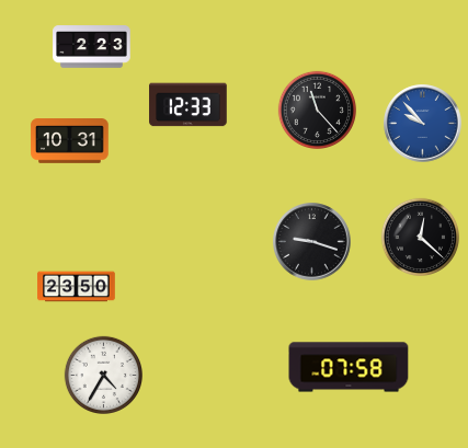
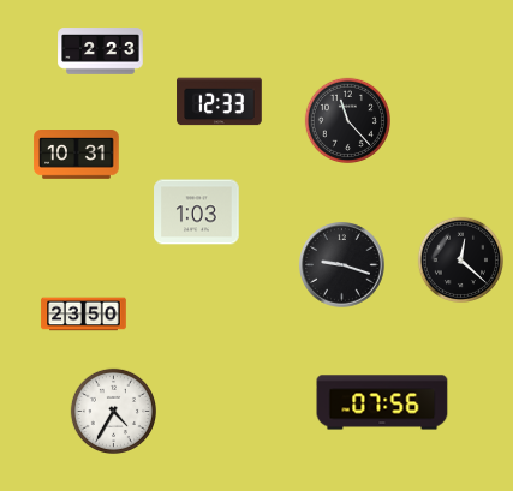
clock at (189, 105) position: (189, 105) -> (220, 102)
clock at (423, 124): 9:53 -> none
clock at (197, 212): none -> 1:03
clock at (349, 367): 07:58 -> 07:56
